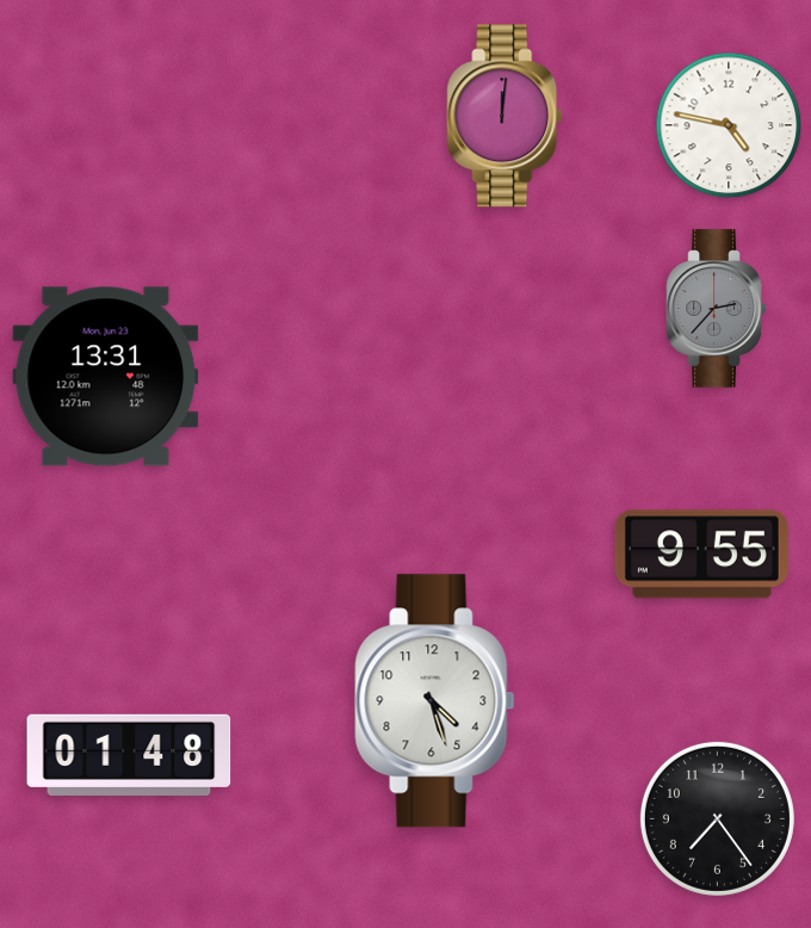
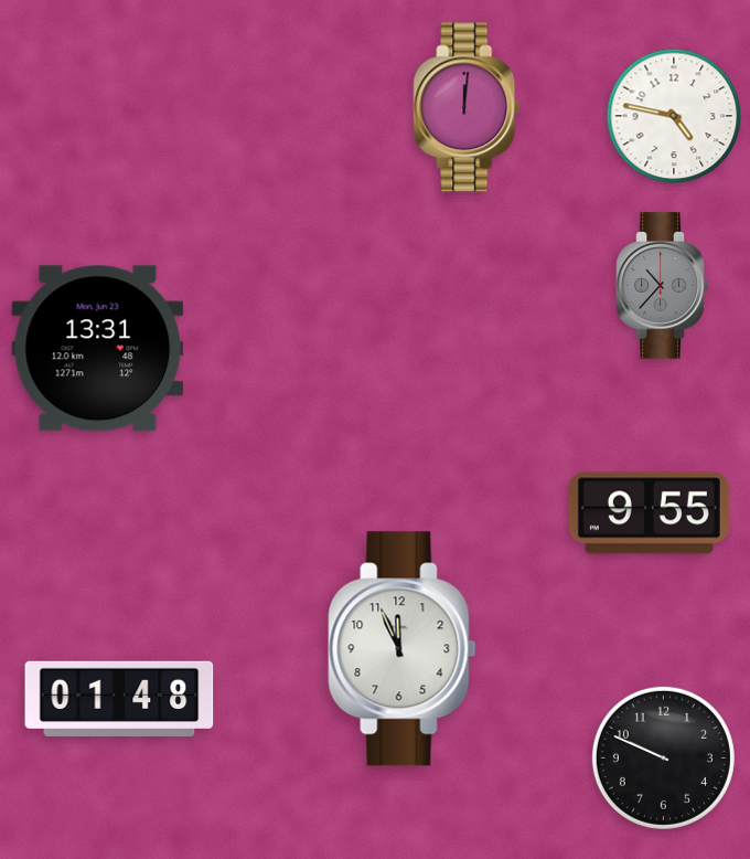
clock at (717, 309): 2:37 -> 10:37
clock at (435, 701): 4:27 -> 11:56
clock at (717, 818): 7:24 -> 9:49
